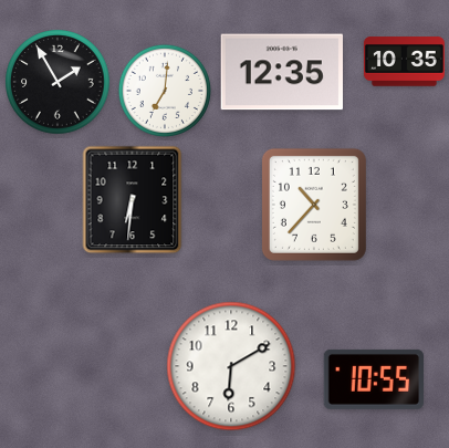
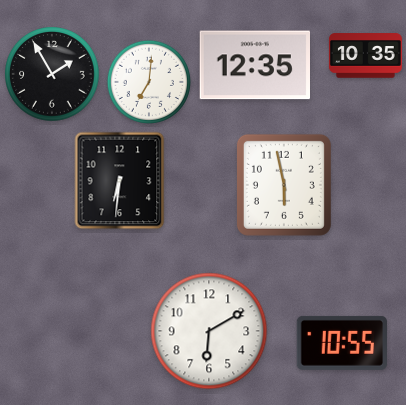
clock at (314, 205): 10:37 -> 5:58
clock at (373, 379) position: (373, 379) -> (341, 343)
